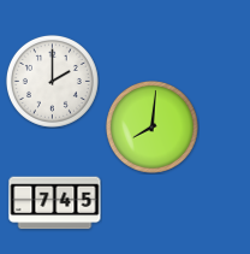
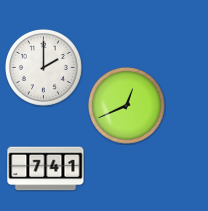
clock at (151, 126): 8:01 -> 12:41
clock at (55, 203): 7:45 -> 7:41
